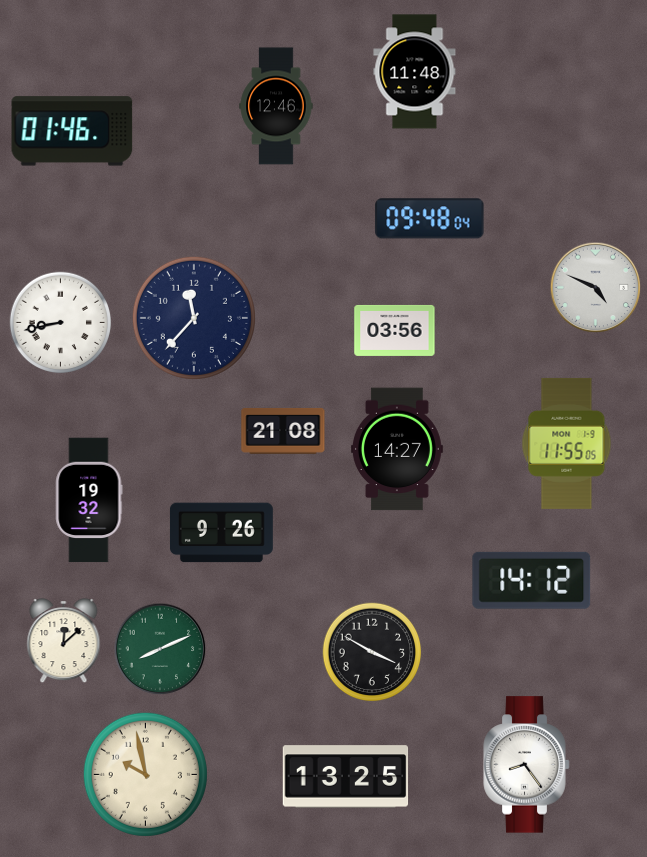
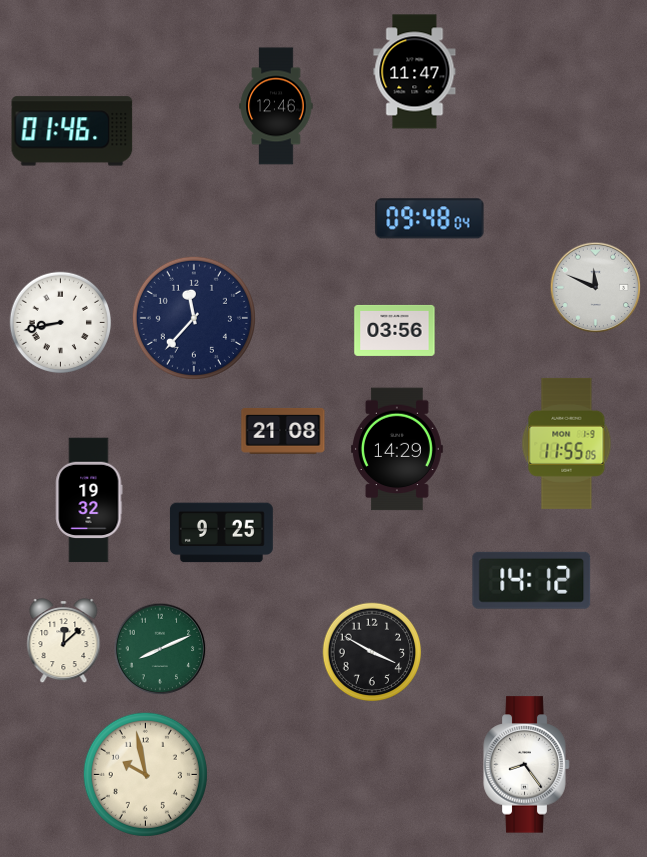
clock at (415, 72): 11:48 -> 11:47
clock at (596, 288): 4:49 -> 11:49
clock at (397, 449): 14:27 -> 14:29
clock at (221, 533): 9:26 -> 9:25
clock at (346, 777): 13:25 -> none
